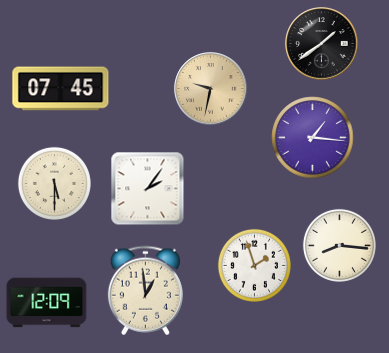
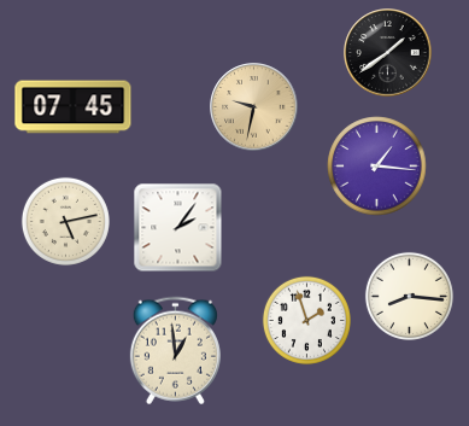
clock at (54, 183): 5:30 -> 5:13
clock at (47, 303): 12:09 -> none
